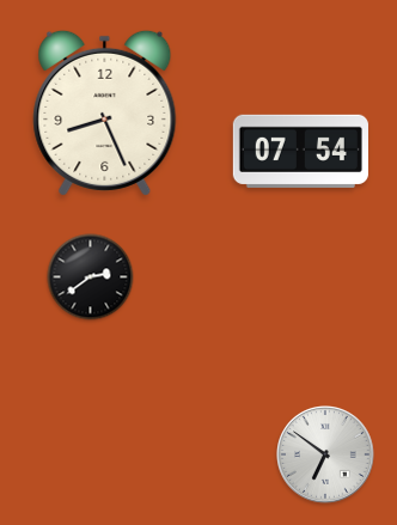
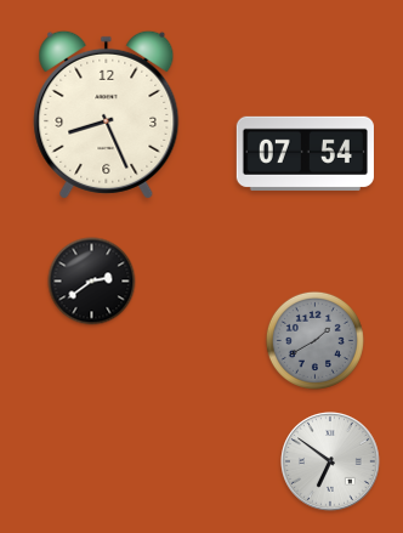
clock at (314, 340): none -> 1:40
